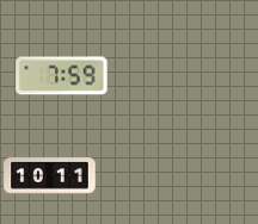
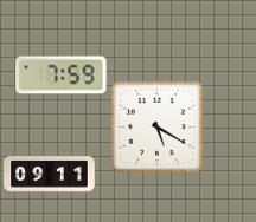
clock at (158, 128): none -> 5:20
clock at (50, 176): 10:11 -> 09:11
